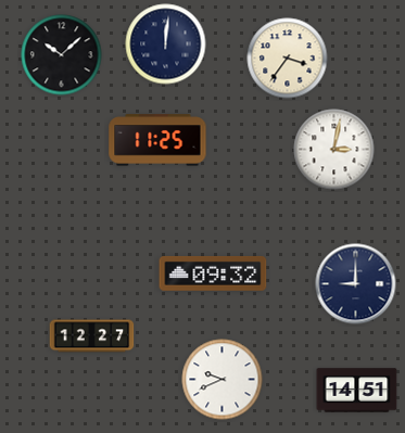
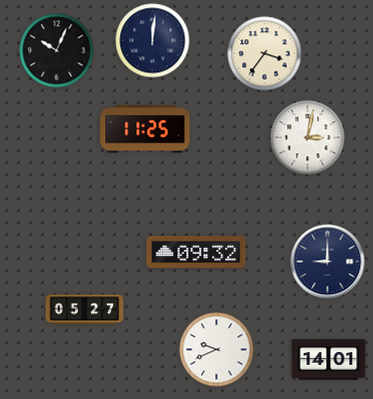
clock at (62, 55): 10:08 -> 10:04
clock at (92, 336): 12:27 -> 05:27
clock at (223, 380) position: (223, 380) -> (217, 350)
clock at (357, 391): 14:51 -> 14:01
